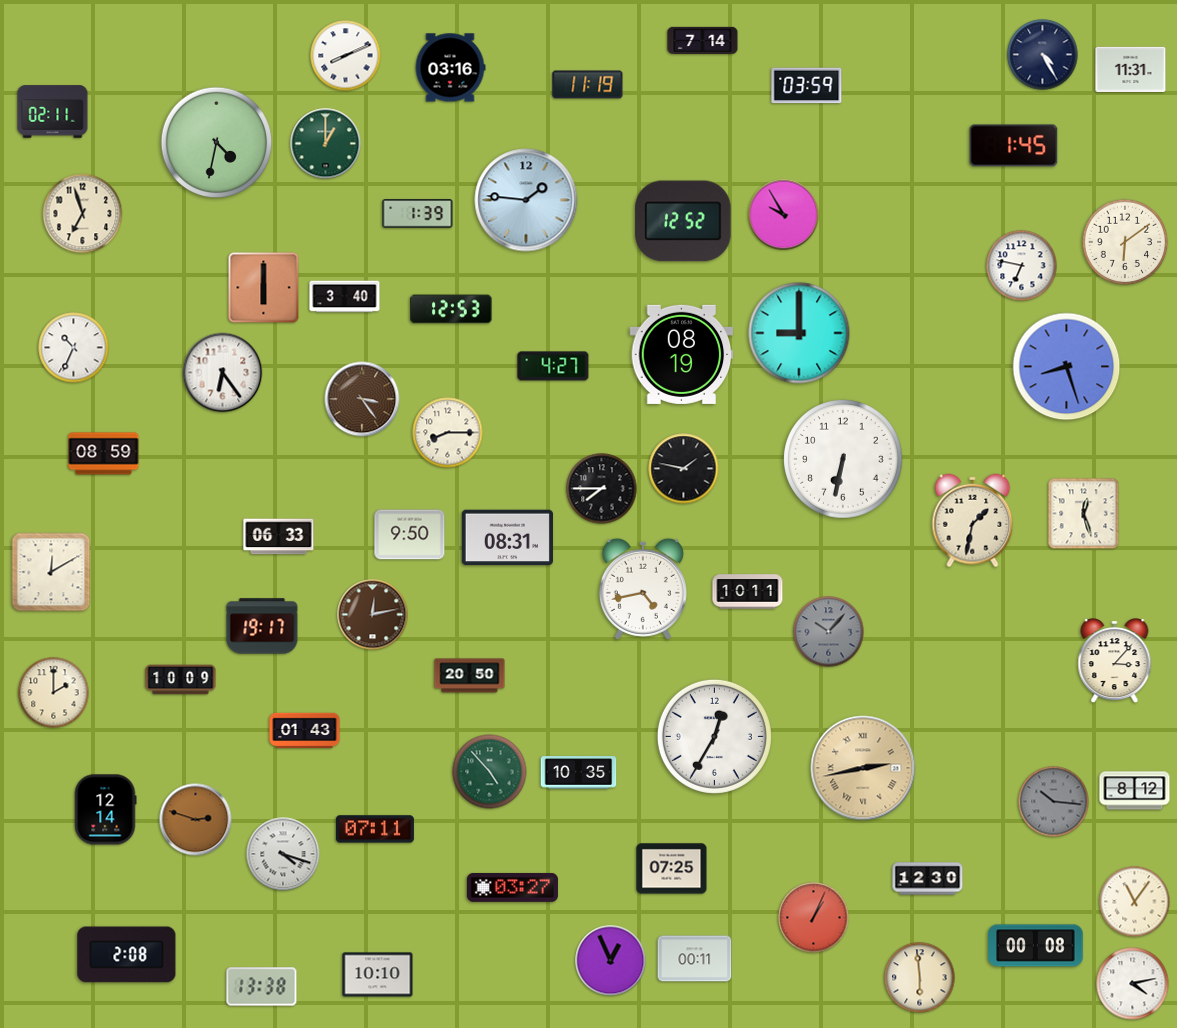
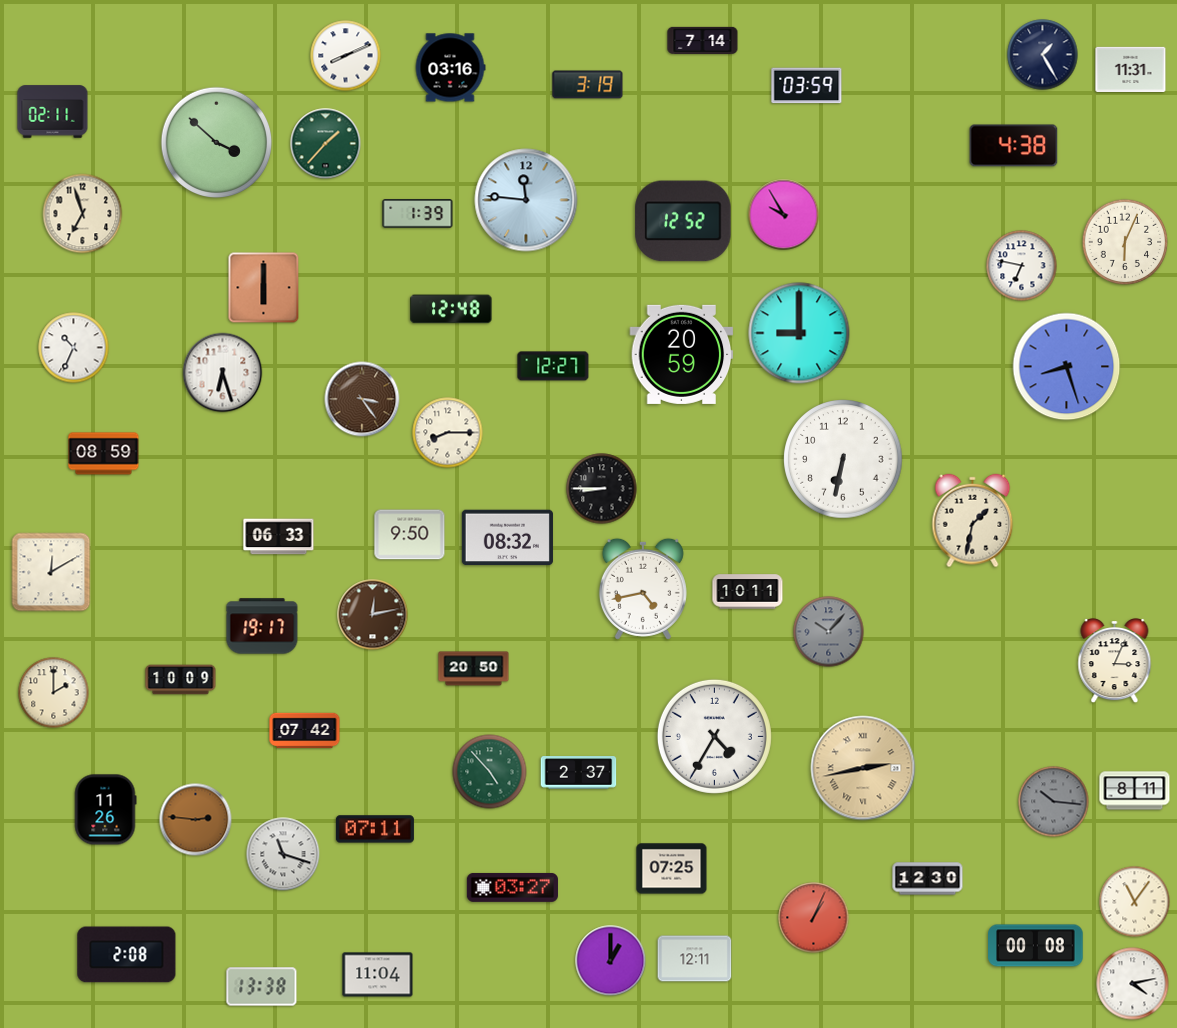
clock at (1043, 55): 4:25 -> 1:25
clock at (588, 85): 11:19 -> 3:19
clock at (217, 143): 4:32 -> 3:52
clock at (326, 144): 1:00 -> 1:37
clock at (1014, 146): 1:45 -> 4:38
clock at (526, 200): 1:46 -> 11:46
clock at (1125, 242): 6:09 -> 6:04
clock at (345, 297): 3:40 -> none
clock at (451, 309): 12:53 -> 12:48
clock at (682, 354): 08:19 -> 20:59
clock at (553, 366): 4:27 -> 12:27
clock at (223, 373): 6:24 -> 6:27
clock at (684, 469): 1:47 -> none
clock at (602, 489): 7:45 -> 8:45
clock at (1084, 514): 12:27 -> none
clock at (507, 538): 08:31 -> 08:32
clock at (1115, 662): 3:07 -> 3:04
clock at (470, 676) position: (470, 676) -> (474, 669)
clock at (305, 731): 01:43 -> 07:42
clock at (714, 736): 12:35 -> 4:35
clock at (579, 773): 10:35 -> 2:37
clock at (1135, 791): 8:12 -> 8:11
clock at (105, 810): 12:14 -> 11:26
clock at (196, 820): 2:48 -> 2:46
clock at (283, 854): 4:18 -> 11:18
clock at (695, 959): 00:11 -> 12:11
clock at (611, 961): 12:56 -> 1:00
clock at (378, 975): 10:10 -> 11:04
clock at (920, 978): 5:59 -> none
